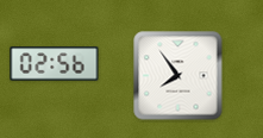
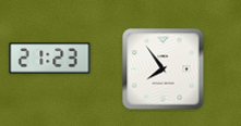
clock at (55, 64): 02:56 -> 21:23
